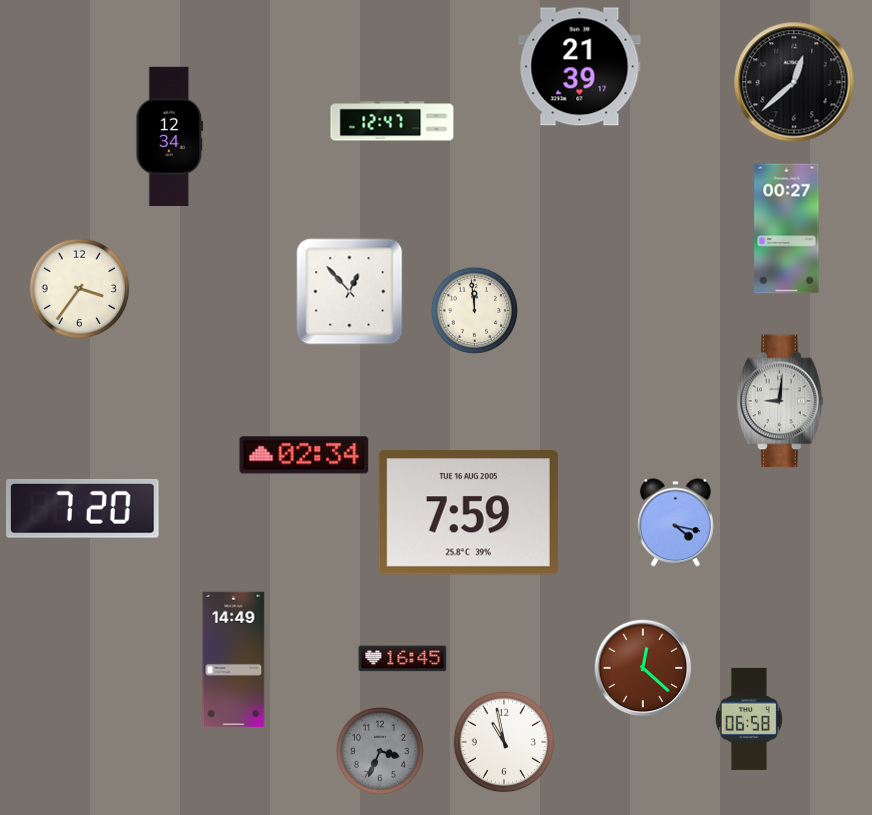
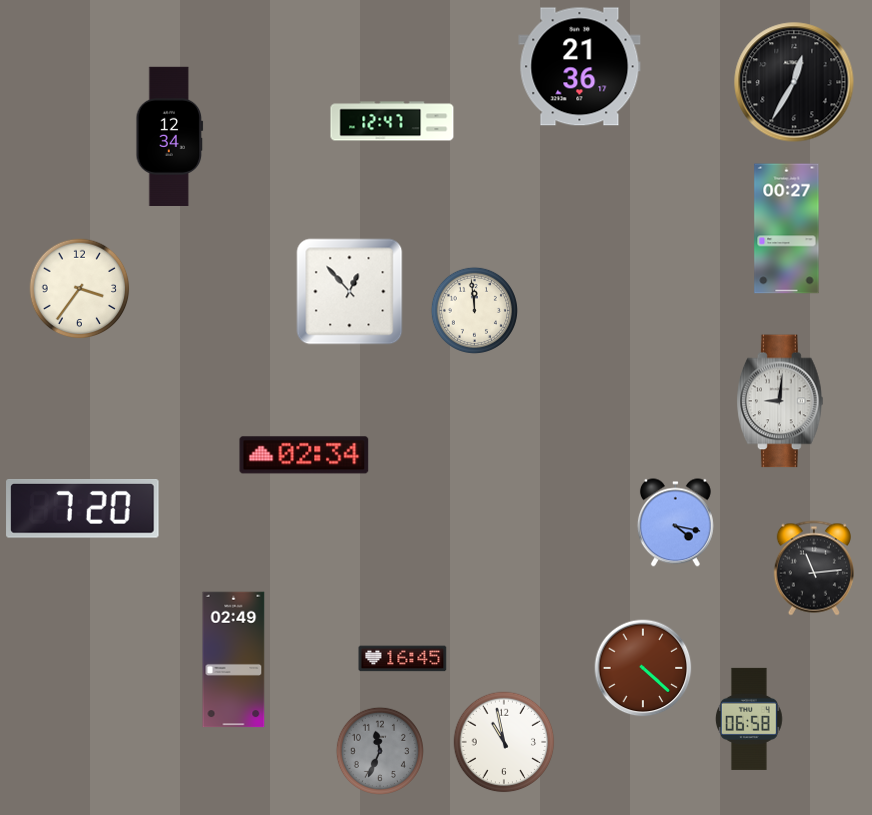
clock at (580, 67): 21:39 -> 21:36
clock at (794, 82): 12:38 -> 12:35
clock at (468, 513): 7:59 -> none
clock at (814, 568): none -> 11:14
clock at (234, 660): 14:49 -> 02:49
clock at (643, 668): 12:22 -> 4:22
clock at (379, 750): 3:34 -> 11:34
